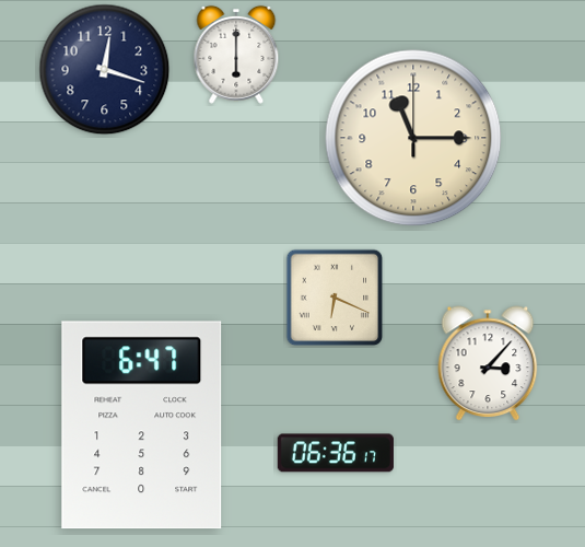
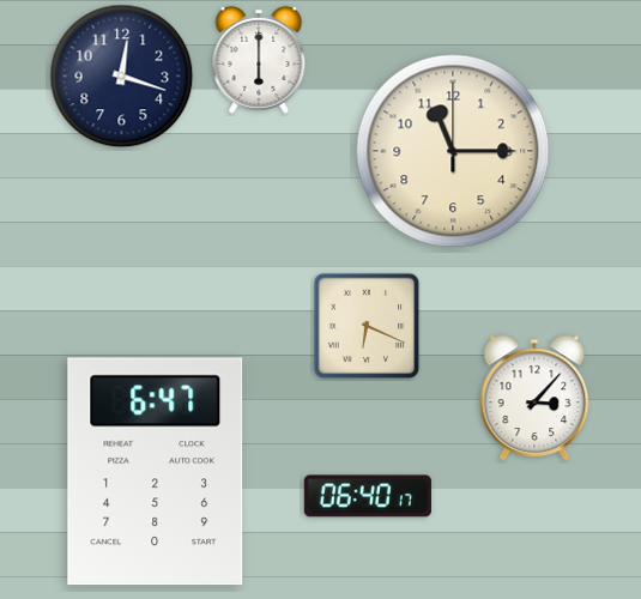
clock at (105, 70) position: (105, 70) -> (122, 77)
clock at (142, 426) position: (142, 426) -> (156, 472)
clock at (336, 453): 06:36 -> 06:40
